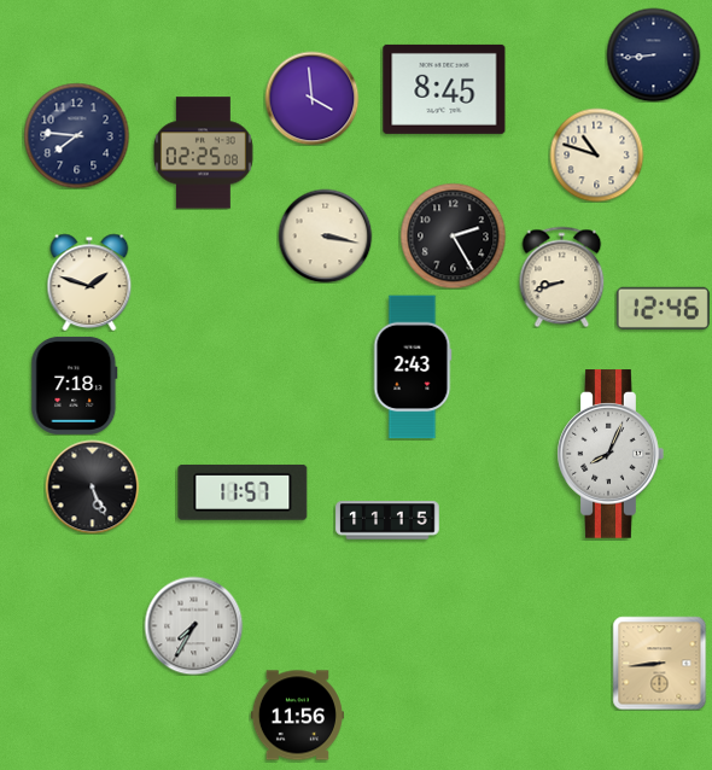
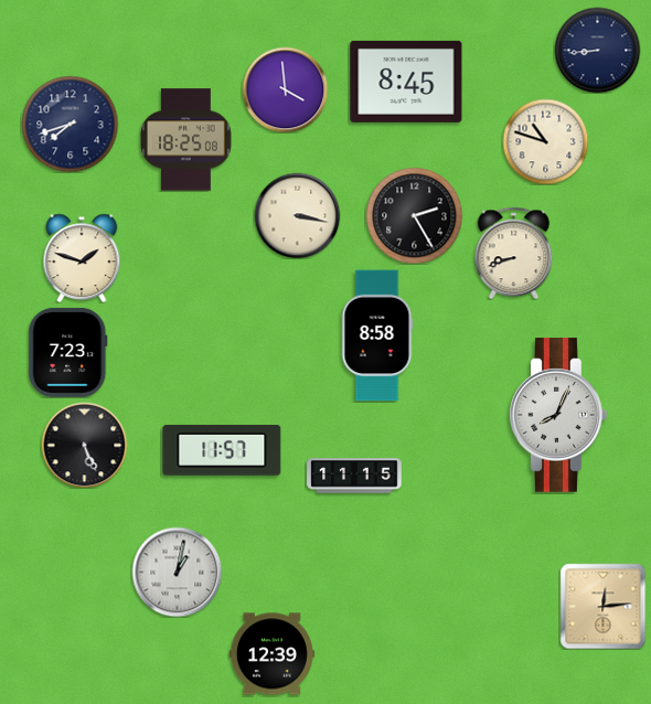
clock at (76, 135): 7:46 -> 7:42
clock at (204, 153): 02:25 -> 18:25
clock at (663, 308): 12:46 -> none
clock at (413, 367): 2:43 -> 8:58
clock at (75, 385): 7:18 -> 7:23
clock at (193, 625): 7:35 -> 1:02
clock at (659, 663): 8:44 -> 12:14
clock at (297, 716): 11:56 -> 12:39
